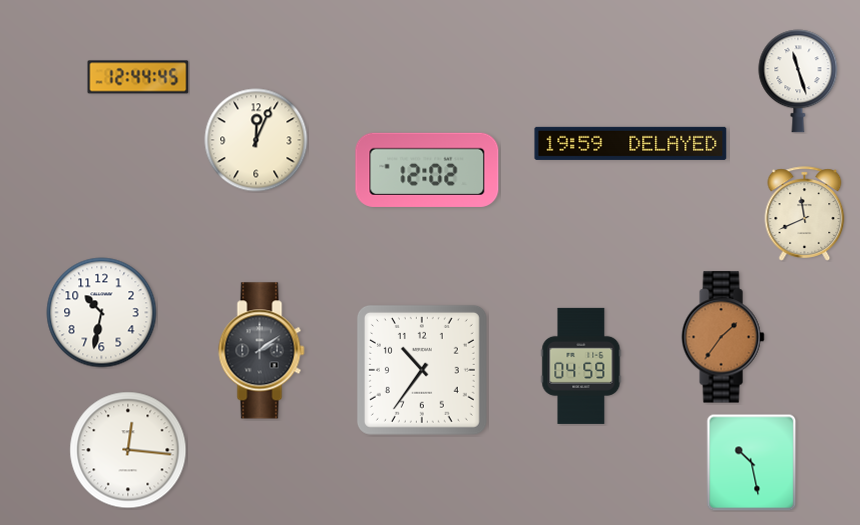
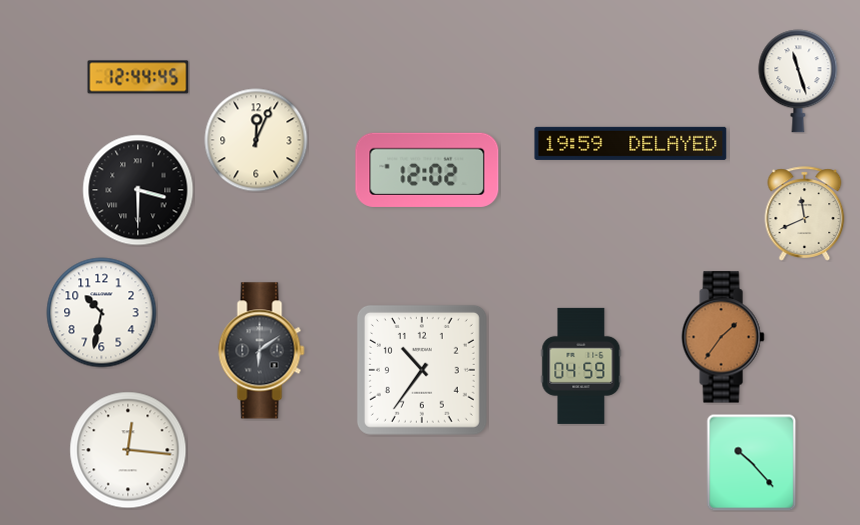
clock at (138, 190): none -> 3:30
clock at (262, 351): 2:09 -> 6:09
clock at (752, 462): 10:28 -> 10:23
